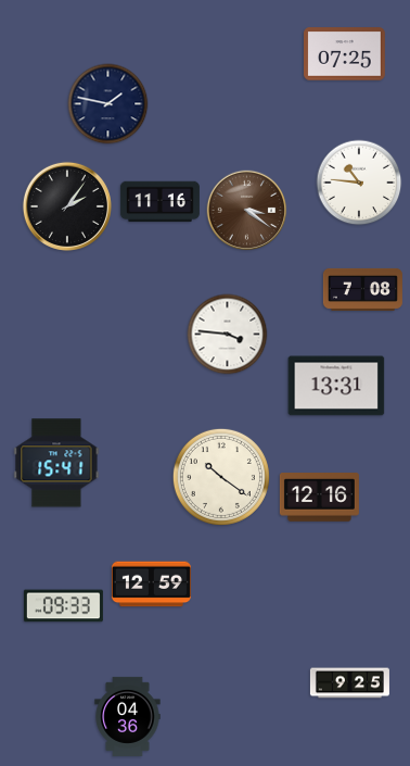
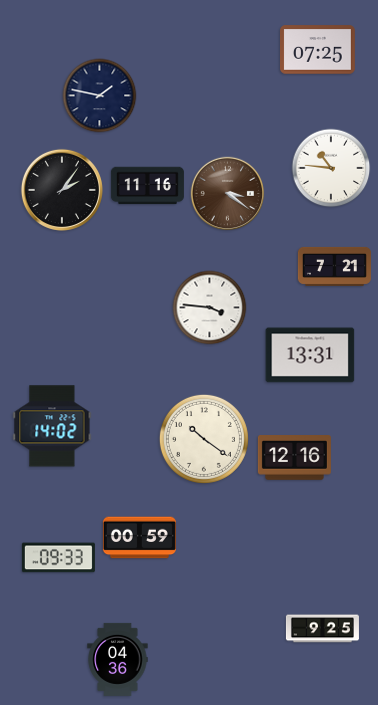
clock at (362, 289): 7:08 -> 7:21
clock at (56, 463): 15:41 -> 14:02
clock at (151, 585): 12:59 -> 00:59
